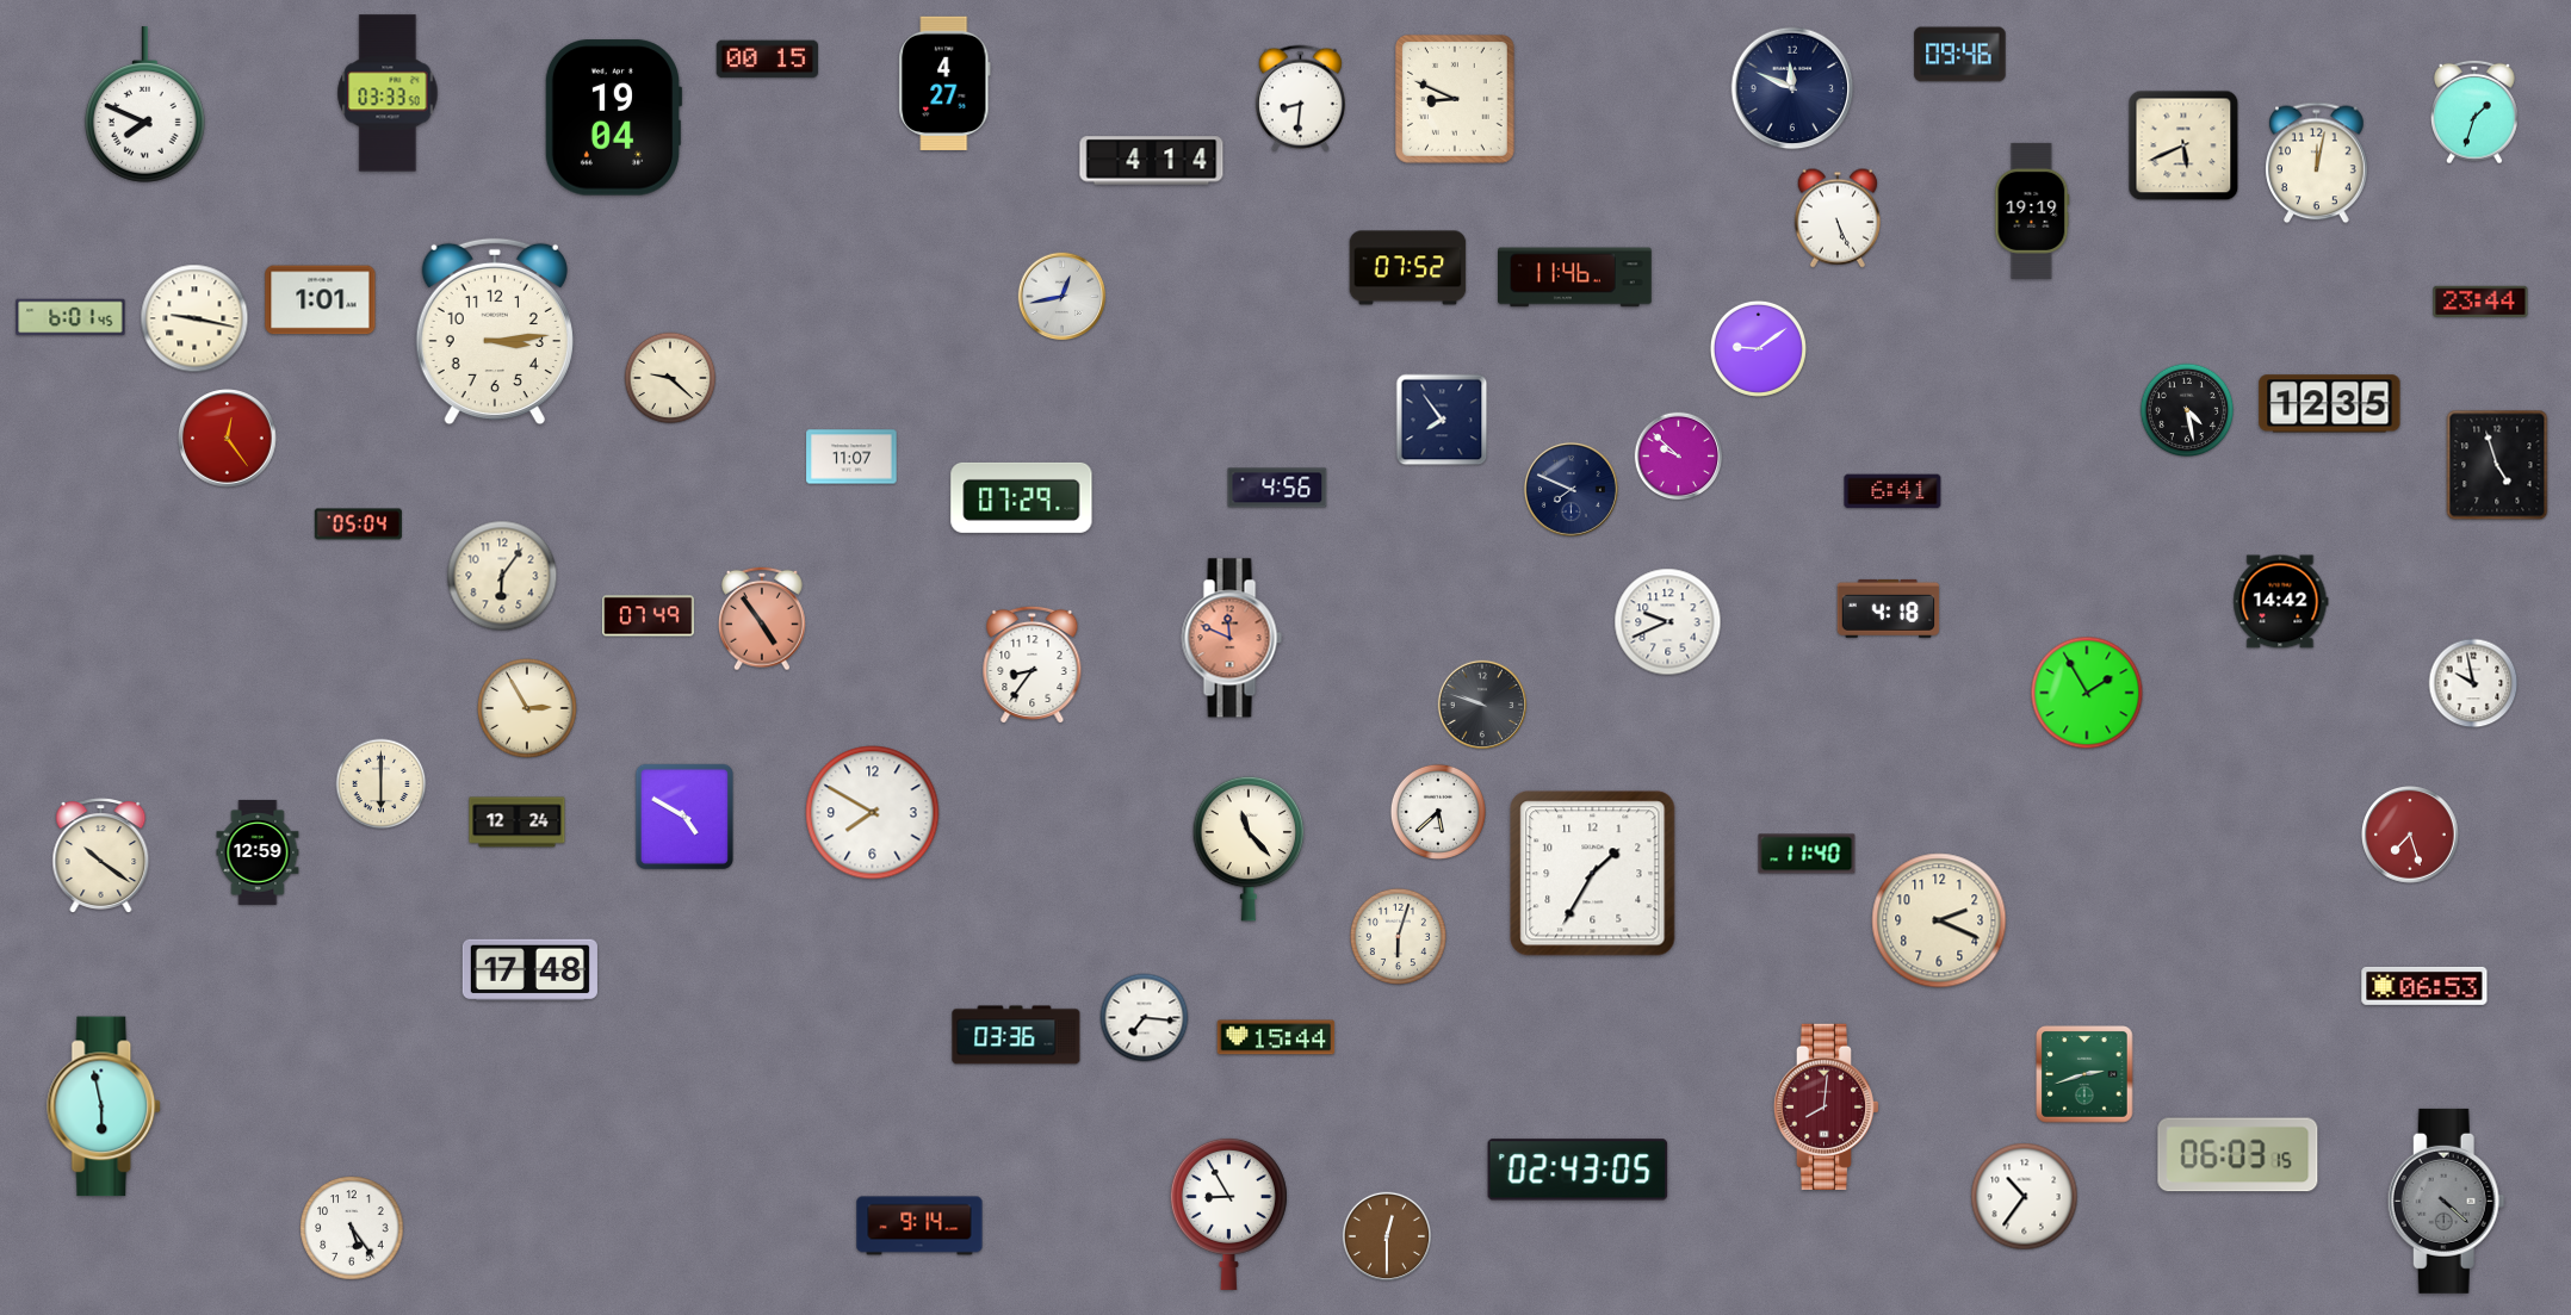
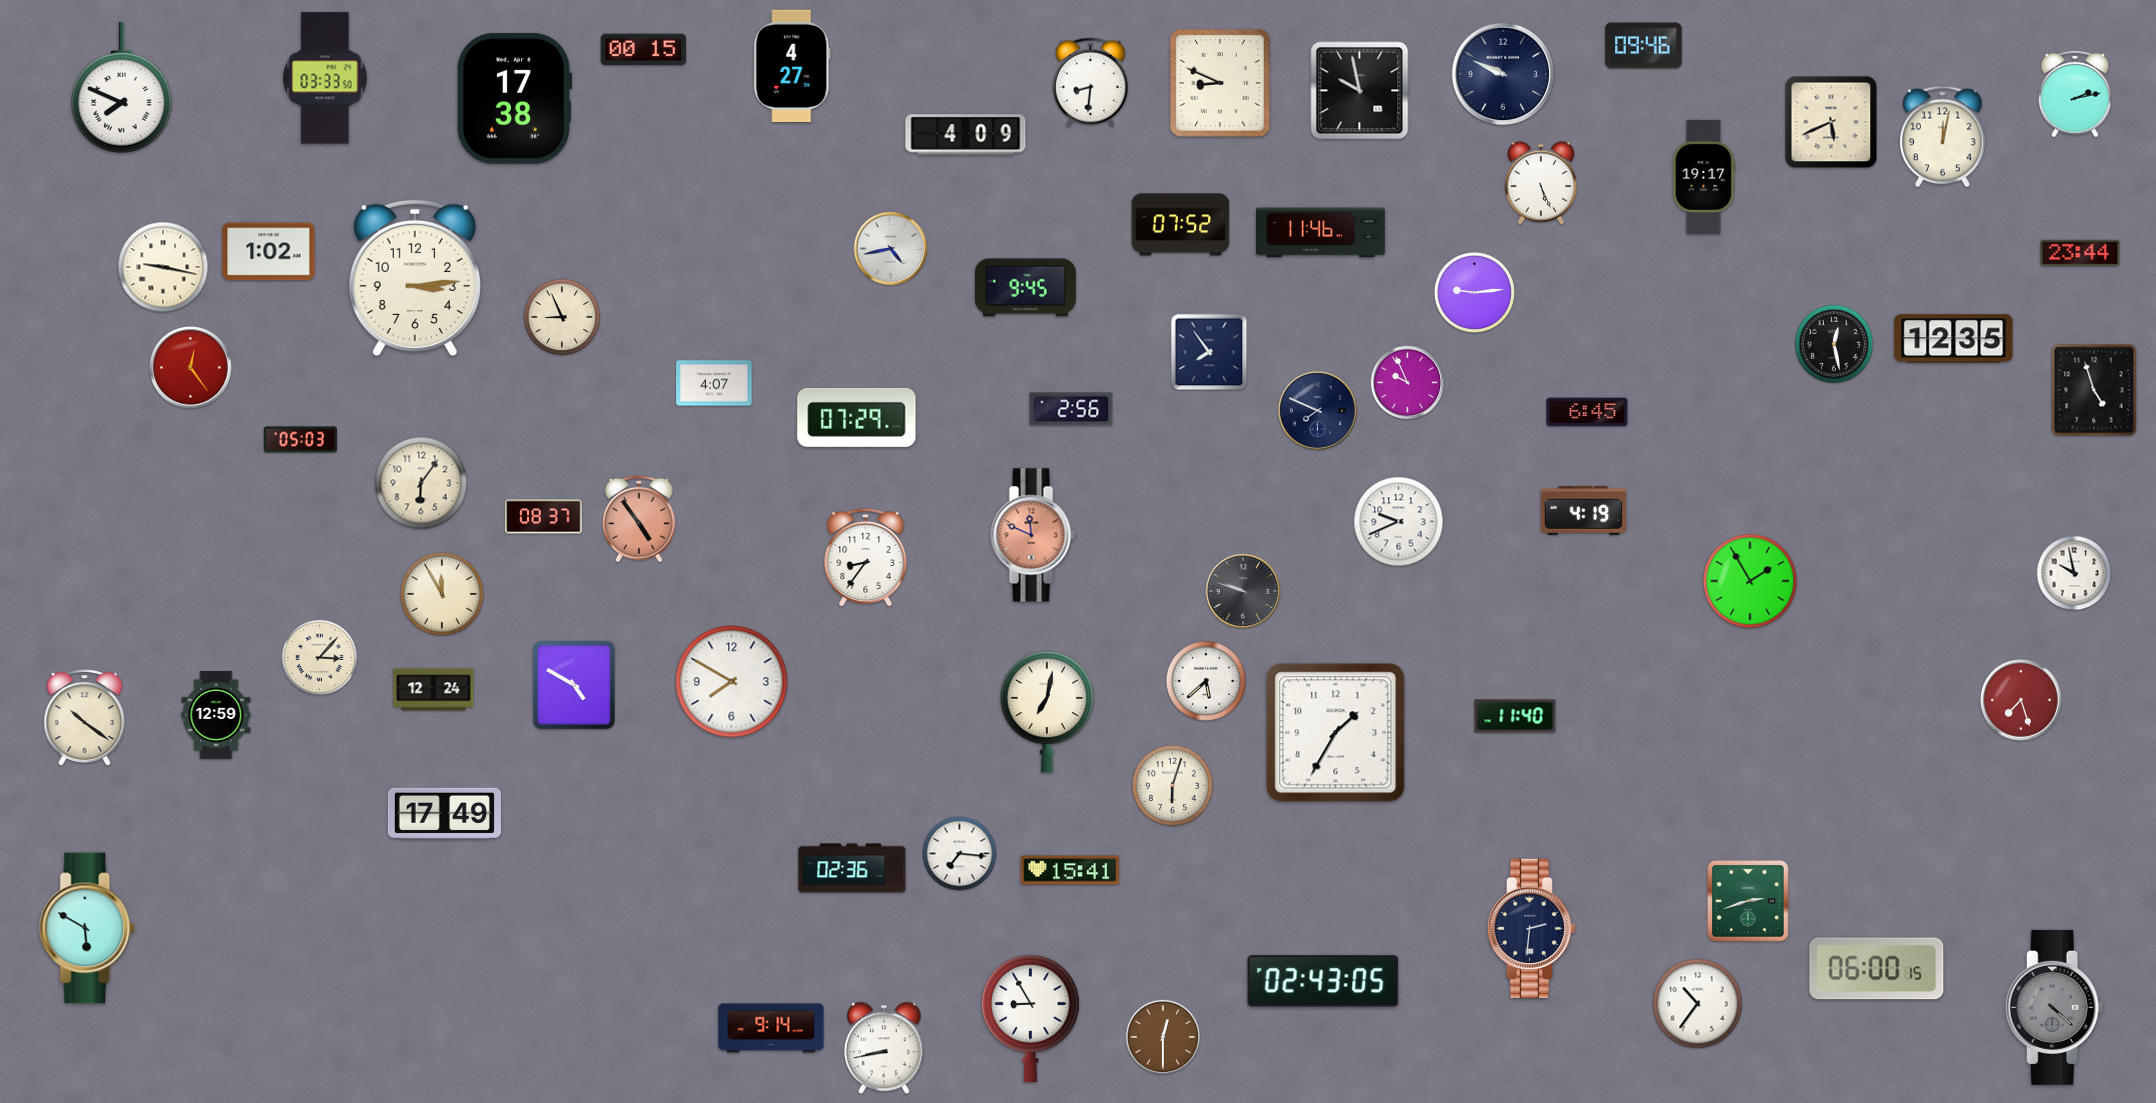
clock at (944, 82) position: (944, 82) -> (792, 65)
clock at (1792, 88): 11:49 -> 9:49
clock at (1360, 91): none -> 9:58
clock at (2476, 112): 1:33 -> 2:13
clock at (613, 118): 19:04 -> 17:38
clock at (1152, 161): 4:14 -> 4:09
clock at (2032, 211): 19:19 -> 19:17
clock at (1063, 297): 12:43 -> 4:43
clock at (321, 300): 1:01 -> 1:02
clock at (70, 317): 6:01 -> none
clock at (1025, 288): none -> 9:45
clock at (1758, 348): 9:09 -> 9:14
clock at (670, 378): 9:22 -> 8:56
clock at (2187, 410): 4:28 -> 12:28
clock at (851, 457): 11:07 -> 4:07
clock at (1679, 457): 9:52 -> 9:56
clock at (1277, 488): 4:56 -> 2:56
clock at (1892, 491): 6:41 -> 6:45
clock at (358, 525): 05:04 -> 05:03
clock at (2281, 602): 14:42 -> none
clock at (1889, 608): 4:18 -> 4:19
clock at (649, 616): 07:49 -> 08:37
clock at (528, 709): 2:55 -> 11:55
clock at (382, 784): 6:00 -> 3:07
clock at (1249, 849): 11:23 -> 7:02
clock at (1939, 920): 2:19 -> none
clock at (529, 970): 17:48 -> 17:49
clock at (2424, 986): 06:53 -> none
clock at (1016, 1035): 03:36 -> 02:36
clock at (1276, 1037): 15:44 -> 15:41
clock at (105, 1106): 5:58 -> 5:50
clock at (1827, 1106): 8:01 -> 2:31
clock at (1827, 1106) dial: burgundy -> navy
clock at (2238, 1155): 06:03 -> 06:00
clock at (2446, 1201) position: (2446, 1201) -> (2054, 1007)
clock at (352, 1228): 5:24 -> none
clock at (885, 1048): none -> 8:43
